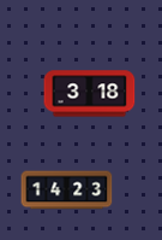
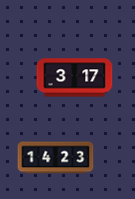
clock at (90, 94): 3:18 -> 3:17
